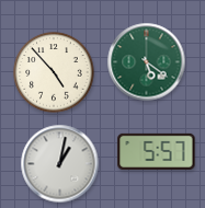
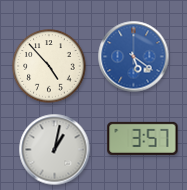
clock at (147, 62) dial: green -> blue
clock at (157, 151): 5:57 -> 3:57
